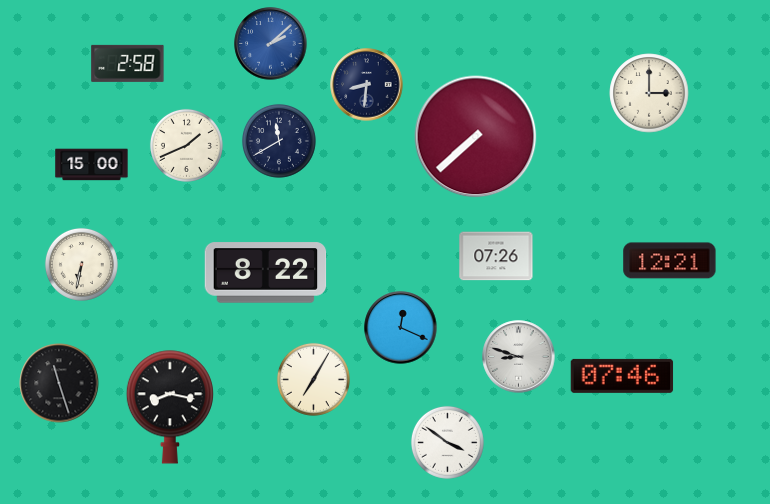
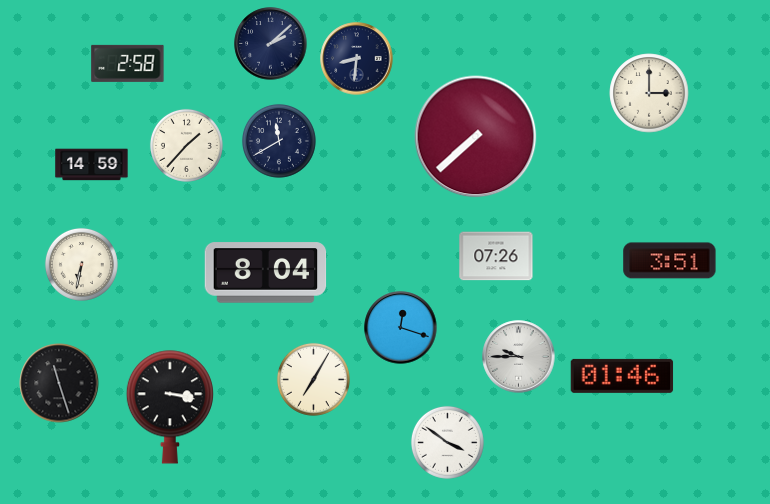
clock at (271, 44) dial: blue -> navy
clock at (367, 85) position: (367, 85) -> (357, 59)
clock at (186, 145): 1:41 -> 1:37
clock at (92, 165): 15:00 -> 14:59
clock at (670, 261): 12:21 -> 3:51
clock at (266, 273): 8:22 -> 8:04
clock at (401, 328): 12:19 -> 12:18
clock at (519, 357): 8:48 -> 9:45
clock at (622, 376): 07:46 -> 01:46
clock at (170, 407): 8:17 -> 3:17
